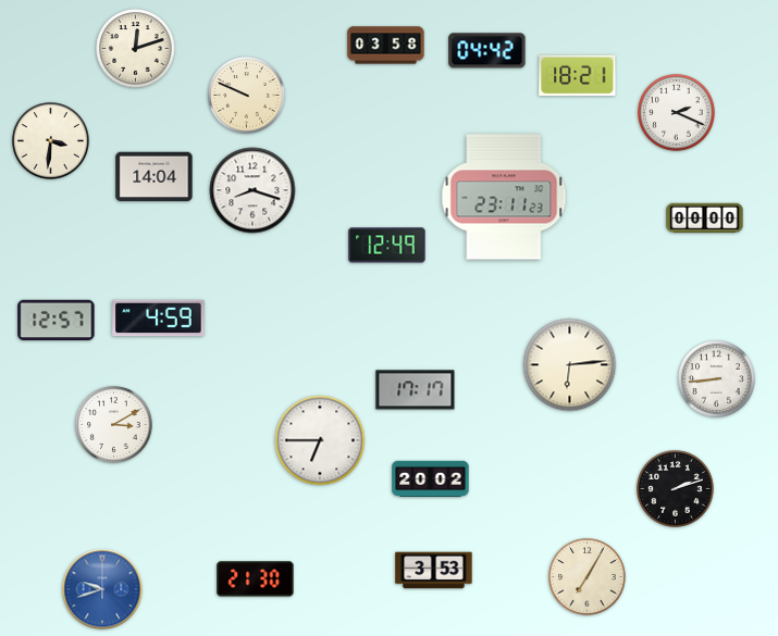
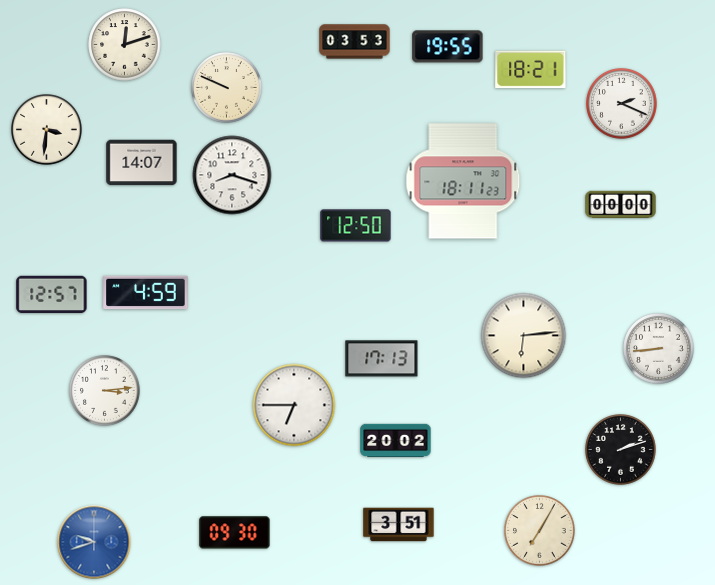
clock at (386, 46): 03:58 -> 03:53
clock at (487, 51): 04:42 -> 19:55
clock at (155, 177): 14:04 -> 14:07
clock at (504, 197): 23:11 -> 18:11
clock at (705, 219) position: (705, 219) -> (621, 205)
clock at (387, 246): 12:49 -> 12:50
clock at (416, 390): 17:17 -> 17:13
clock at (114, 425): 3:10 -> 3:14
clock at (434, 571): 3:53 -> 3:51
clock at (256, 579): 21:30 -> 09:30
